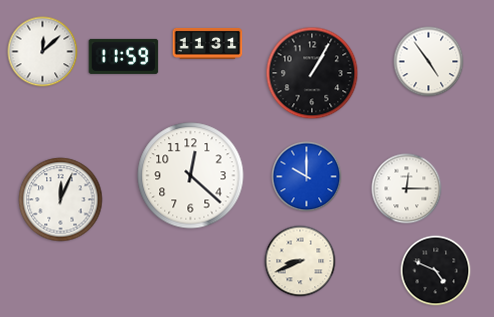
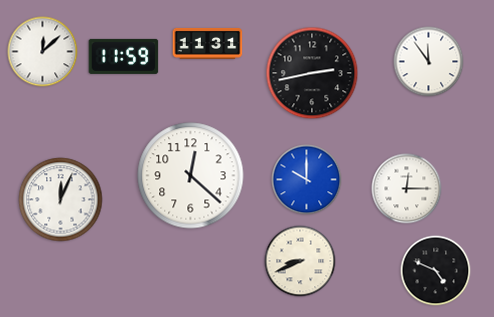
clock at (429, 62): 4:54 -> 11:54
clock at (312, 73): 1:05 -> 2:43
clock at (307, 177) position: (307, 177) -> (307, 180)
